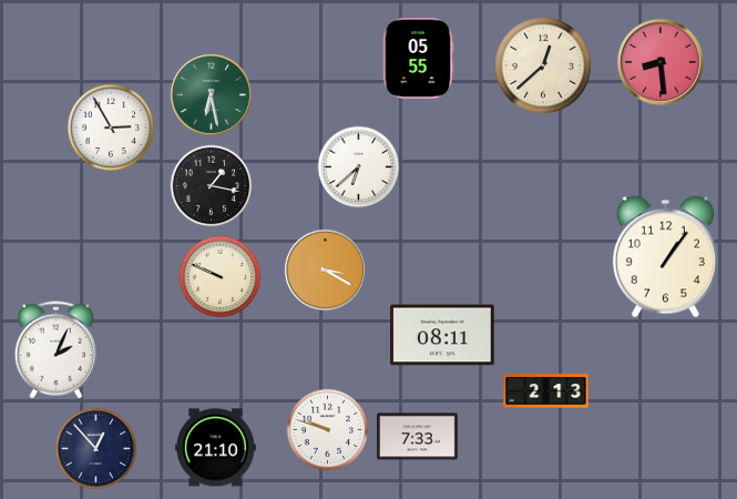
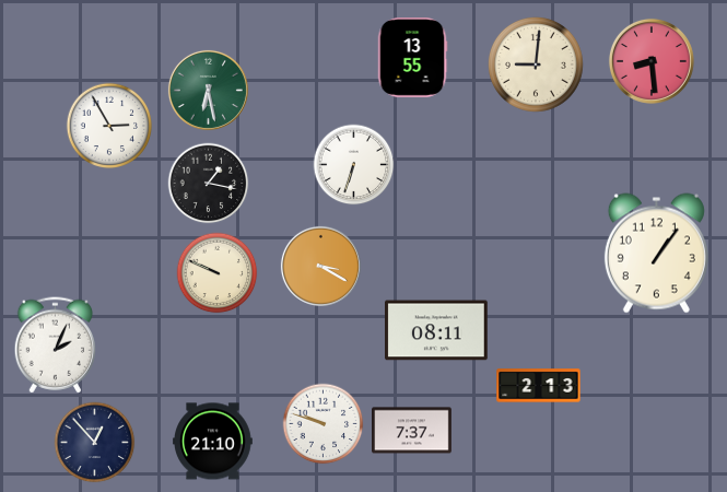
clock at (418, 59): 05:55 -> 13:55
clock at (543, 65): 12:38 -> 9:01
clock at (211, 94) position: (211, 94) -> (208, 90)
clock at (359, 167): 6:38 -> 6:33
clock at (418, 437): 7:33 -> 7:37
